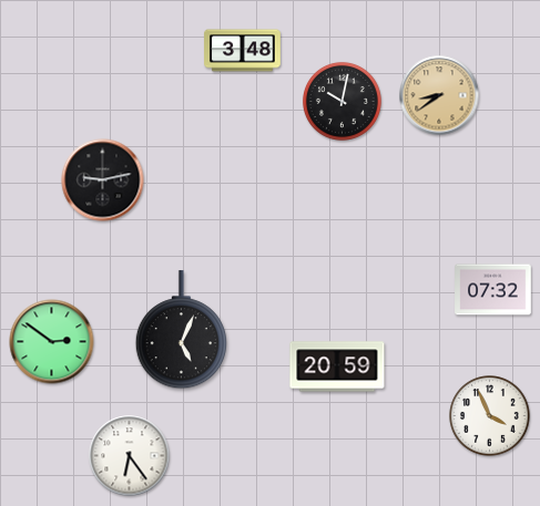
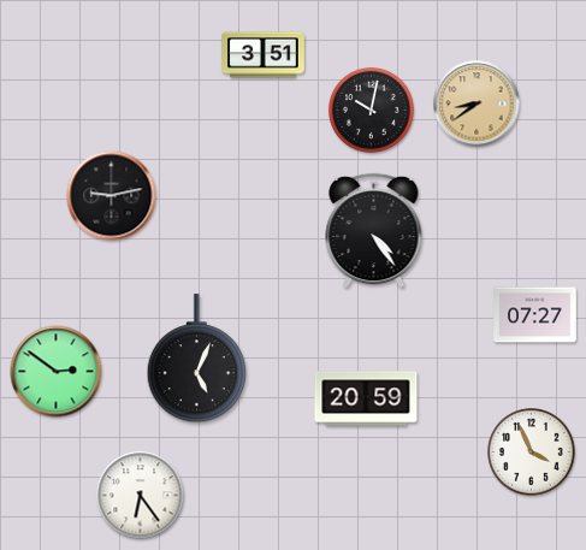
clock at (243, 51): 3:48 -> 3:51
clock at (374, 231): none -> 4:24
clock at (493, 290): 07:32 -> 07:27
